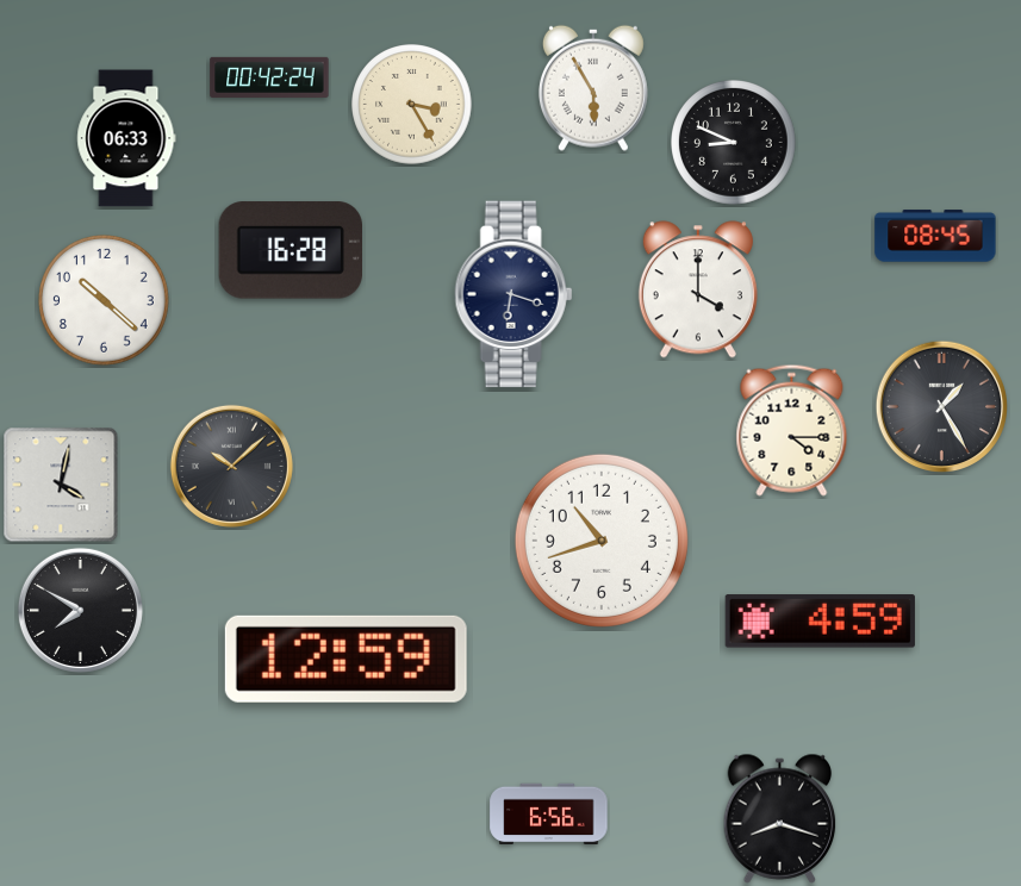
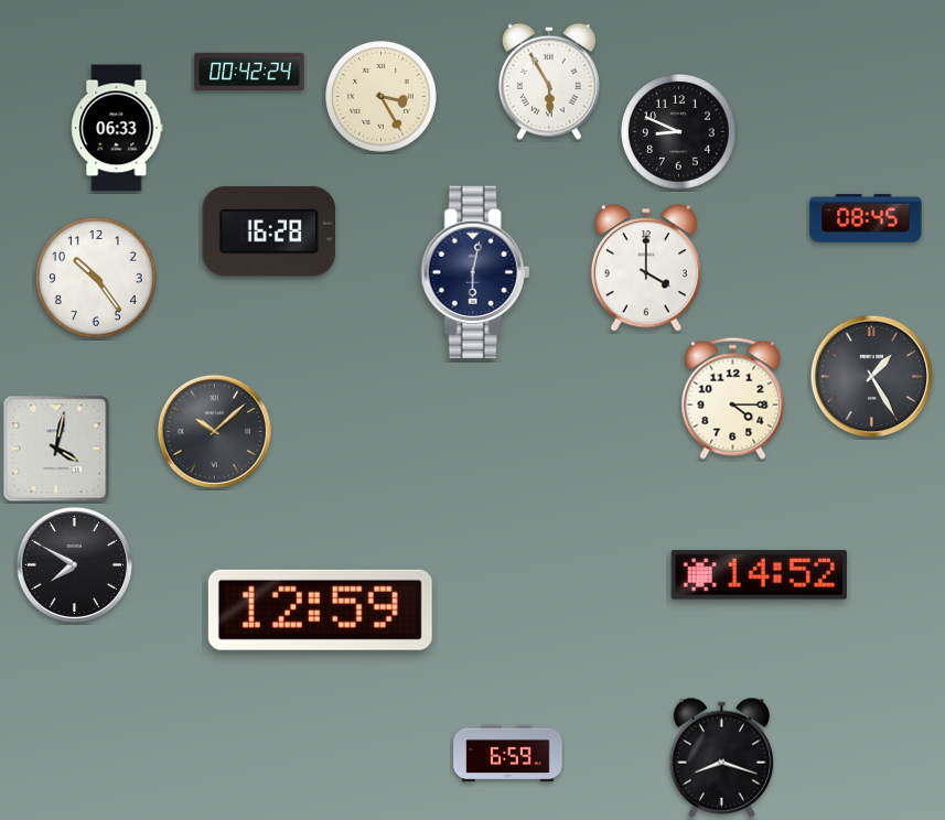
clock at (513, 294): 6:18 -> 6:02
clock at (105, 301): 10:22 -> 10:24
clock at (602, 541): 10:42 -> none
clock at (820, 622): 4:59 -> 14:52
clock at (549, 815): 6:56 -> 6:59
